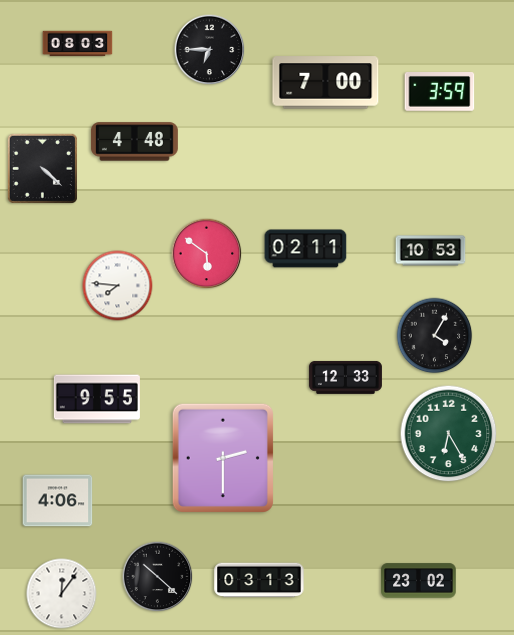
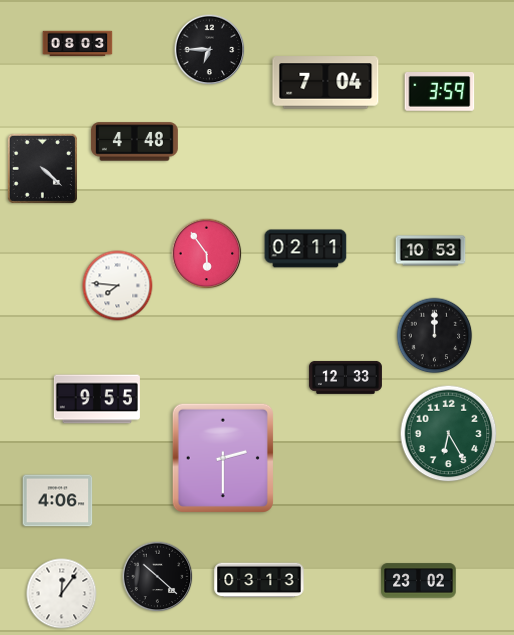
clock at (326, 83): 7:00 -> 7:04
clock at (207, 254): 5:51 -> 5:54
clock at (435, 336): 4:05 -> 12:00
